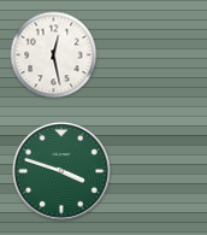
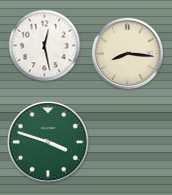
clock at (128, 54): none -> 8:16
clock at (61, 171) position: (61, 171) -> (48, 142)
